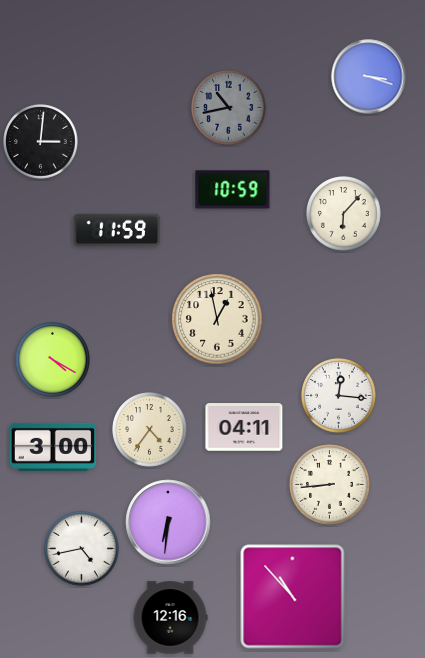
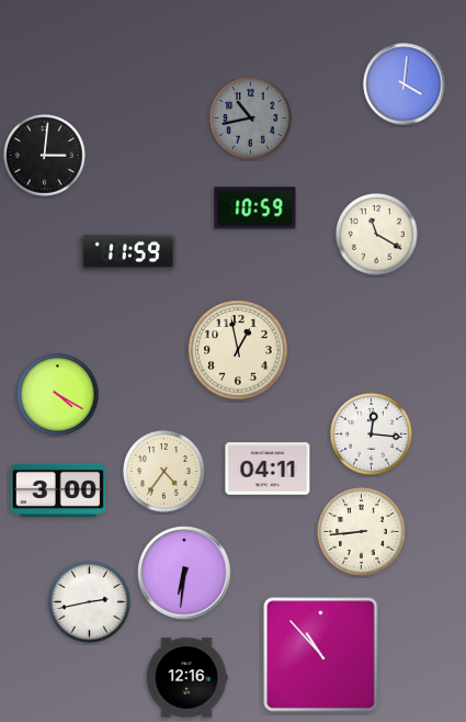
clock at (369, 77): 3:18 -> 4:01
clock at (344, 214): 6:07 -> 11:20
clock at (82, 549): 4:43 -> 2:43
